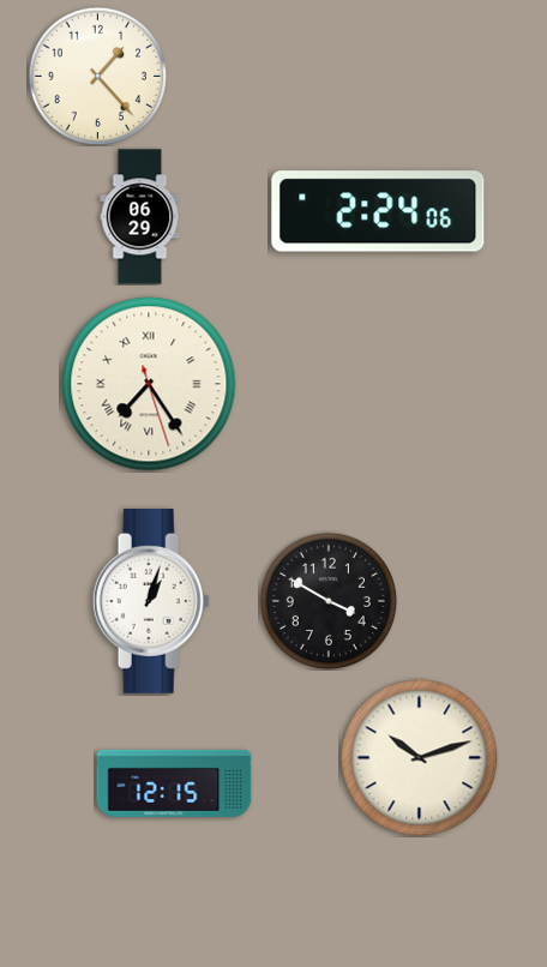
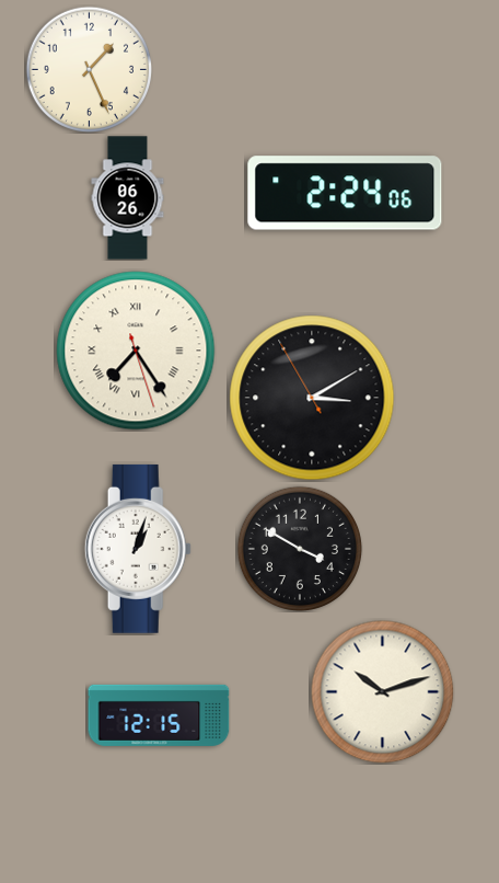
clock at (97, 76): 1:23 -> 1:26
clock at (140, 217): 06:29 -> 06:26
clock at (312, 398): none -> 3:09
